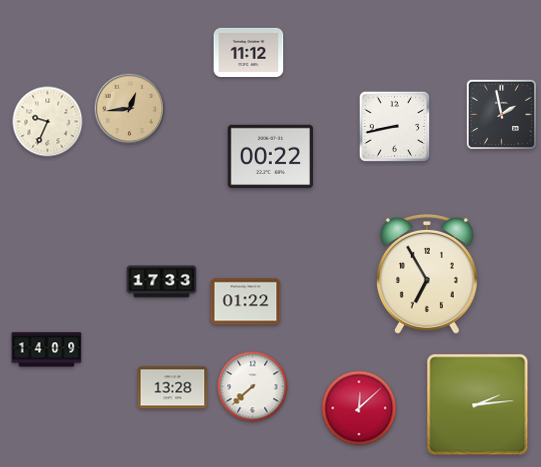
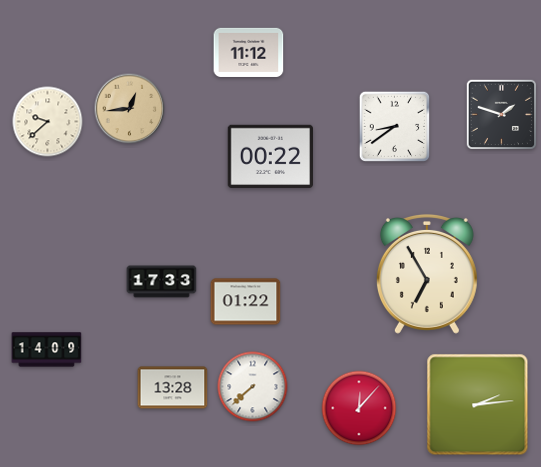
clock at (501, 114): 1:58 -> 1:48
clock at (48, 122): 9:34 -> 9:38
clock at (394, 126): 8:43 -> 8:39
clock at (359, 408): 12:08 -> 12:07
